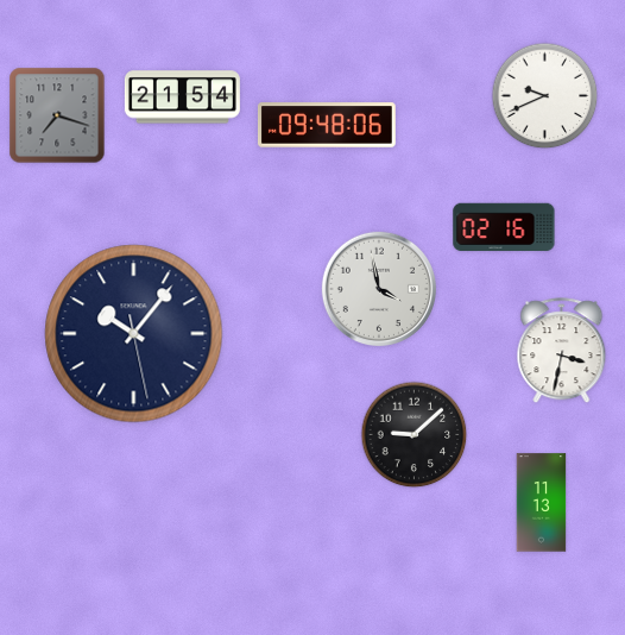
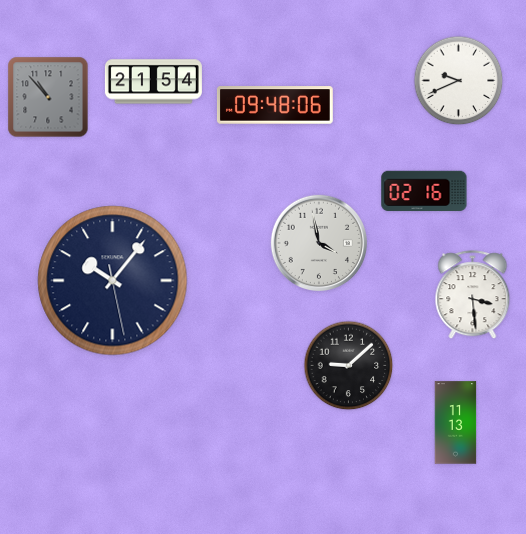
clock at (57, 115): 7:18 -> 10:53
clock at (562, 351): 3:32 -> 3:29
